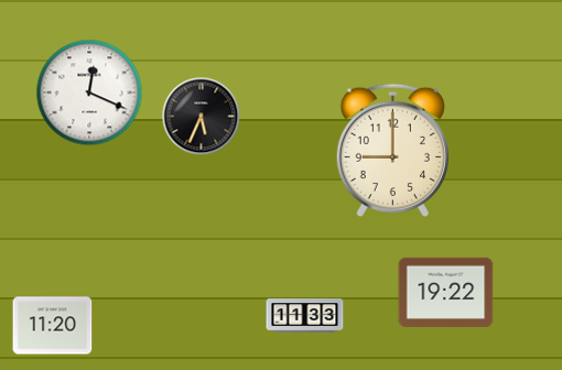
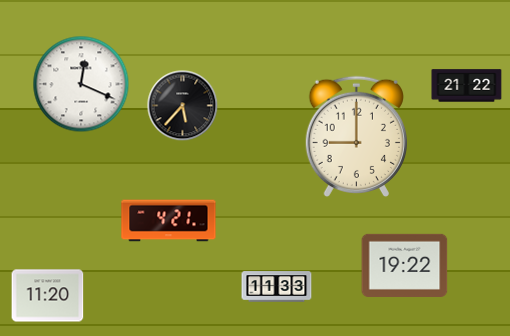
clock at (467, 86): none -> 21:22
clock at (202, 117): 5:34 -> 5:37
clock at (169, 221): none -> 4:21
